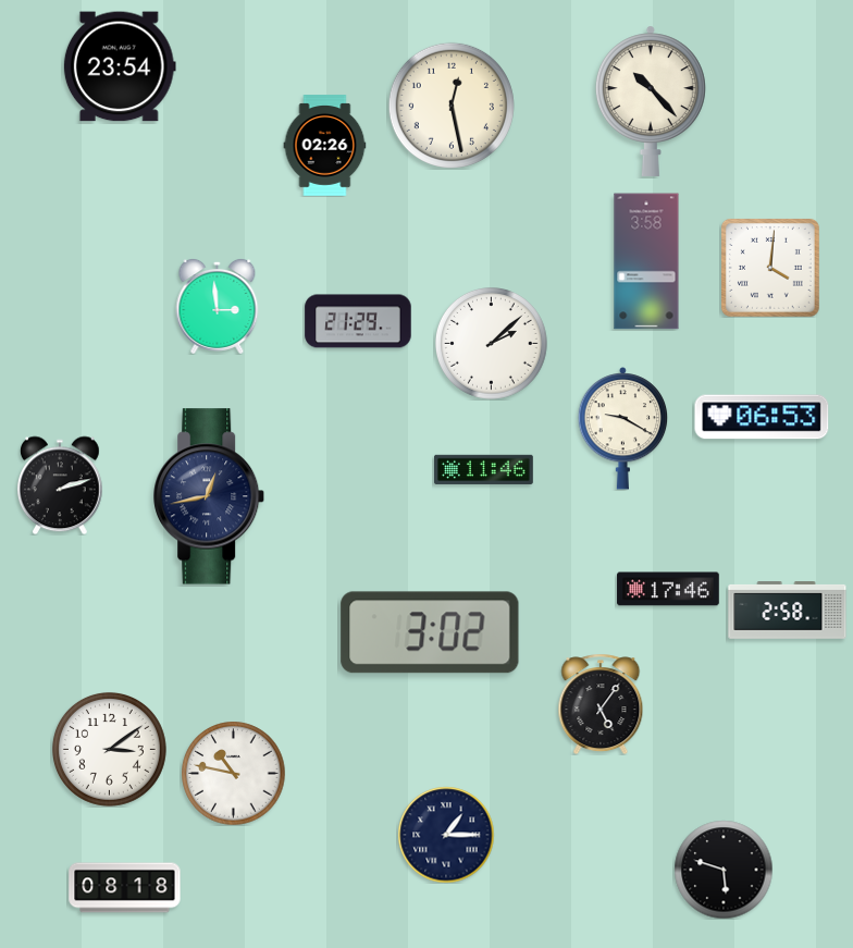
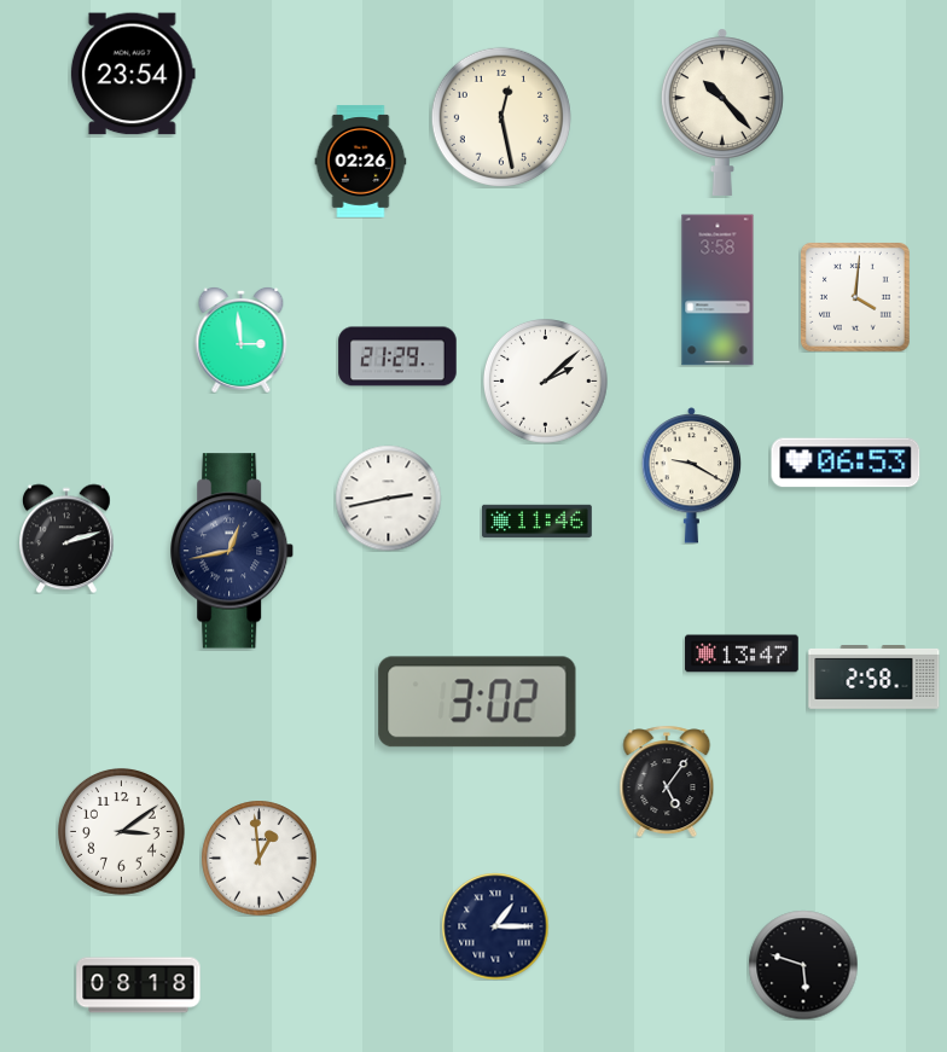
clock at (388, 498): none -> 2:43
clock at (668, 589): 17:46 -> 13:47
clock at (233, 773): 10:47 -> 12:59
